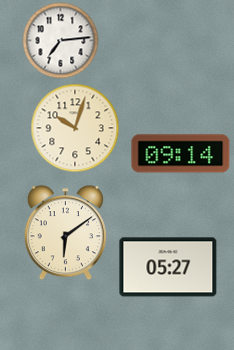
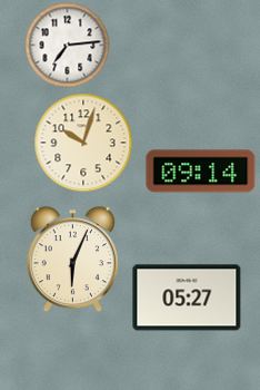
clock at (65, 233): 6:09 -> 6:04
